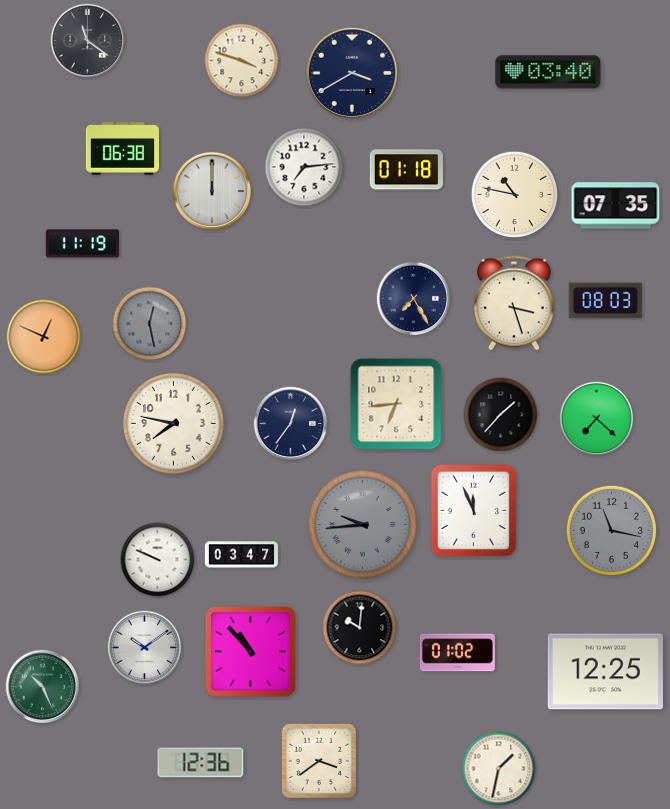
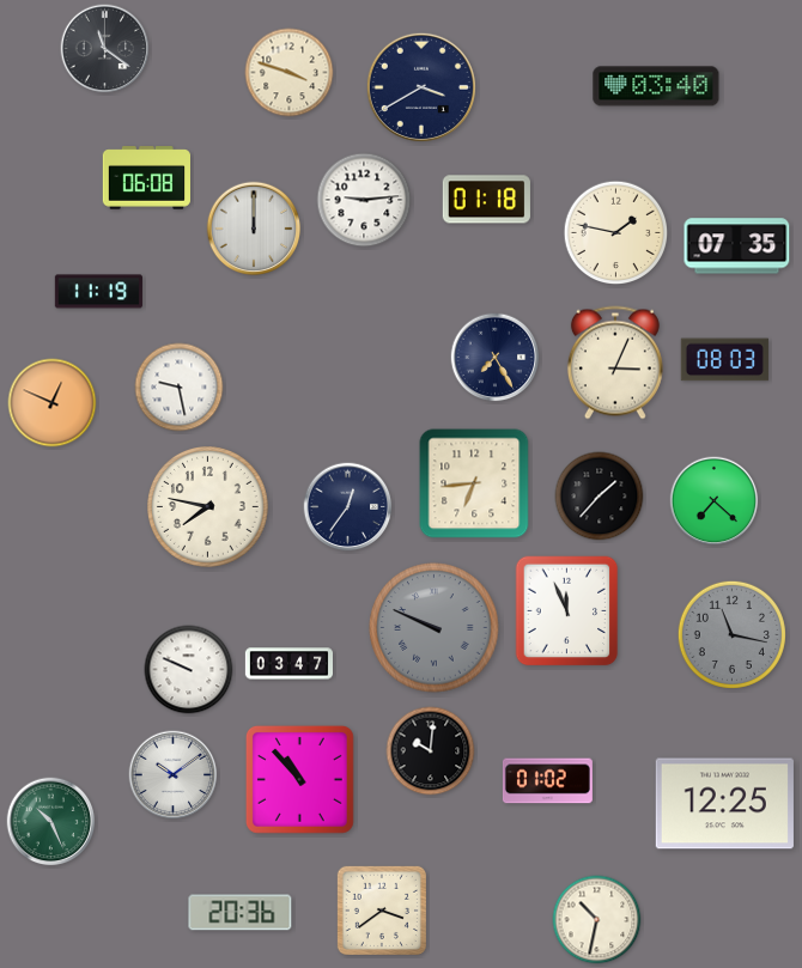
clock at (122, 149): 06:38 -> 06:08
clock at (304, 167): 7:14 -> 9:14
clock at (406, 170) position: (406, 170) -> (486, 200)
clock at (515, 195): 10:47 -> 1:47
clock at (514, 303): 3:27 -> 3:04
clock at (150, 324): 12:28 -> 9:28
clock at (150, 324) dial: grey -> white
clock at (363, 525): 9:44 -> 9:49
clock at (201, 763): 12:36 -> 20:36
clock at (499, 769): 1:32 -> 10:32
